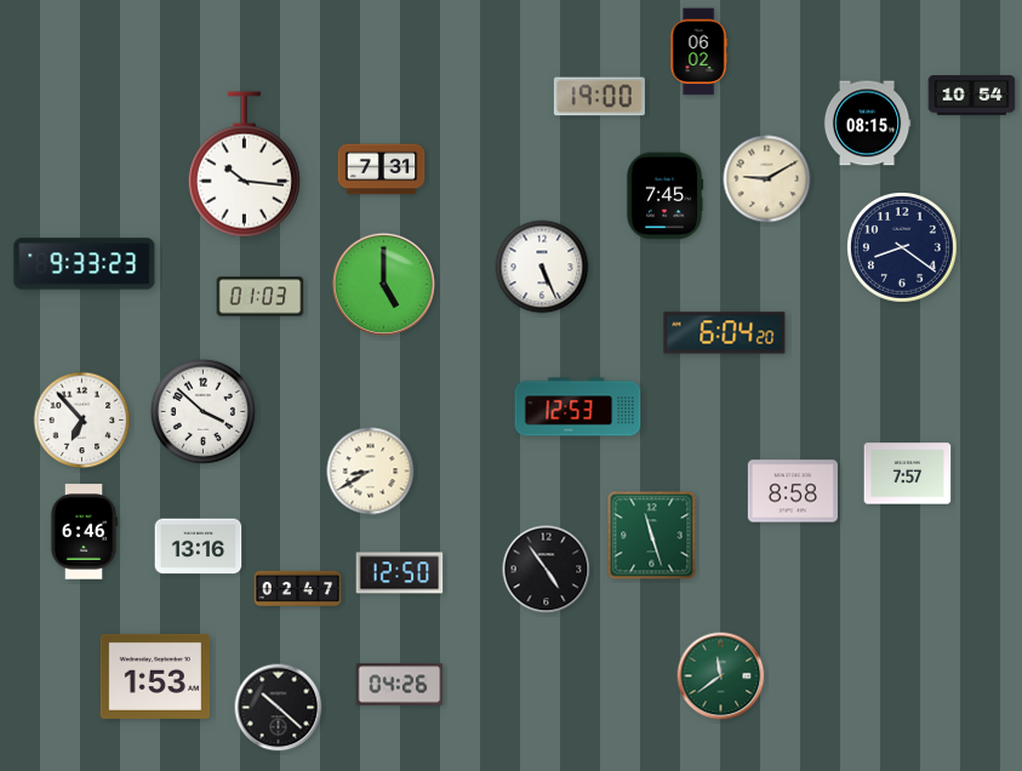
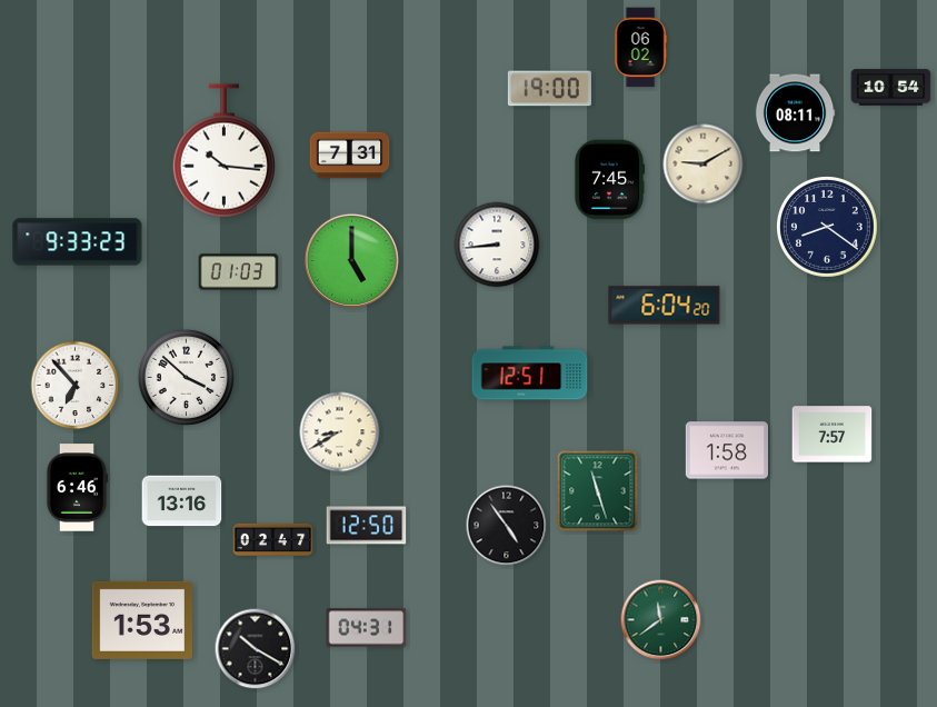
clock at (867, 124): 08:15 -> 08:11
clock at (542, 267): 5:26 -> 8:44
clock at (578, 407): 12:53 -> 12:51
clock at (793, 491): 8:58 -> 1:58
clock at (547, 570) position: (547, 570) -> (507, 526)
clock at (400, 685): 04:26 -> 04:31
clock at (279, 708): 10:22 -> 10:20
